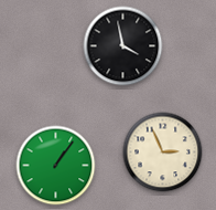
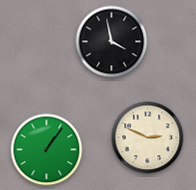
clock at (163, 153): 2:56 -> 2:49
clock at (56, 166) position: (56, 166) -> (47, 150)
